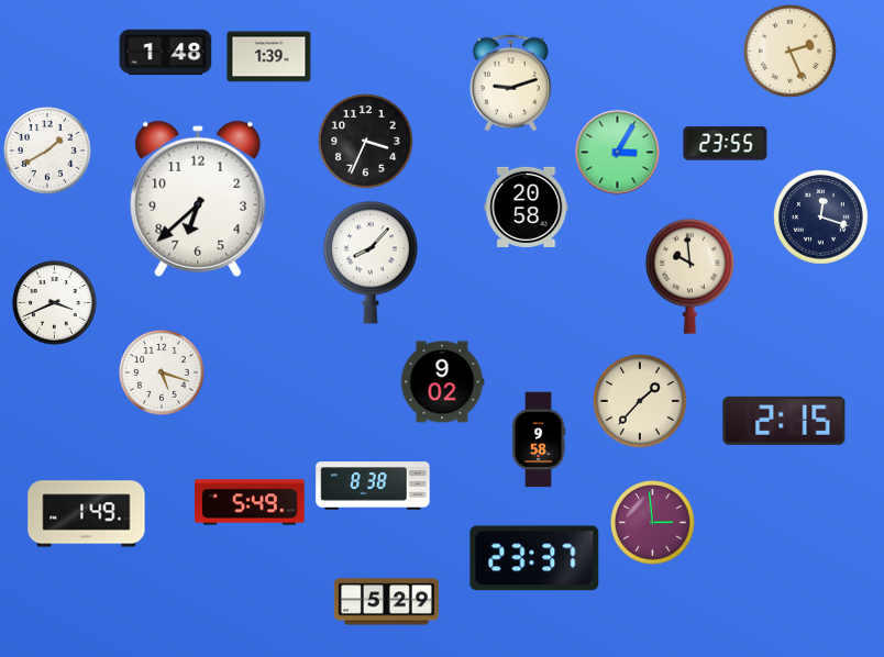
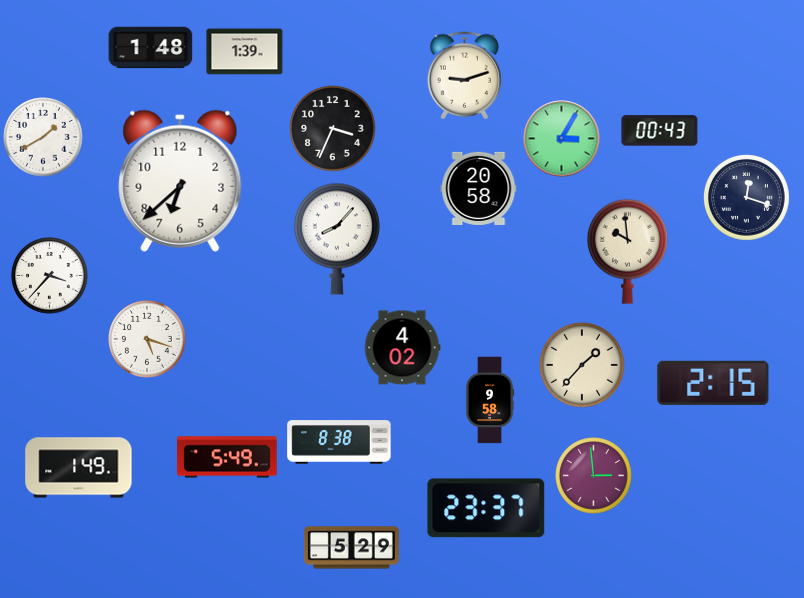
clock at (791, 52): 2:26 -> none
clock at (726, 144): 23:55 -> 00:43
clock at (55, 303): 3:41 -> 3:37
clock at (442, 382): 9:02 -> 4:02
